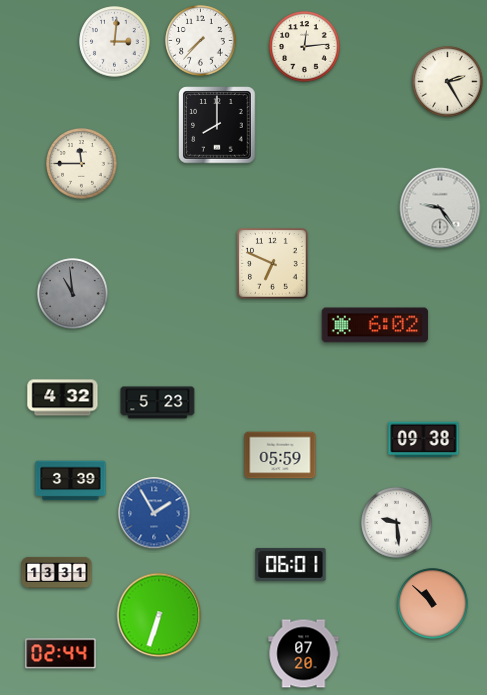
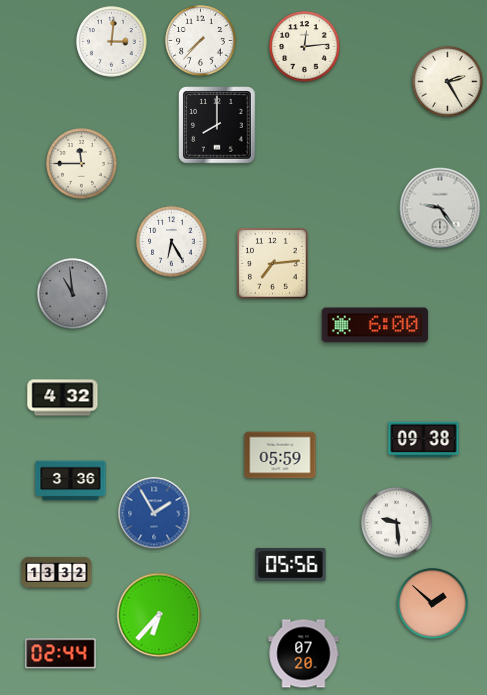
clock at (115, 42) position: (115, 42) -> (112, 42)
clock at (172, 242): none -> 6:25
clock at (273, 264): 6:49 -> 7:14
clock at (375, 325): 6:02 -> 6:00
clock at (158, 403): 5:23 -> none
clock at (71, 481): 3:39 -> 3:36
clock at (291, 564): 06:01 -> 05:56
clock at (57, 572): 13:31 -> 13:32
clock at (433, 604): 10:52 -> 1:52
clock at (159, 615): 6:33 -> 6:37
